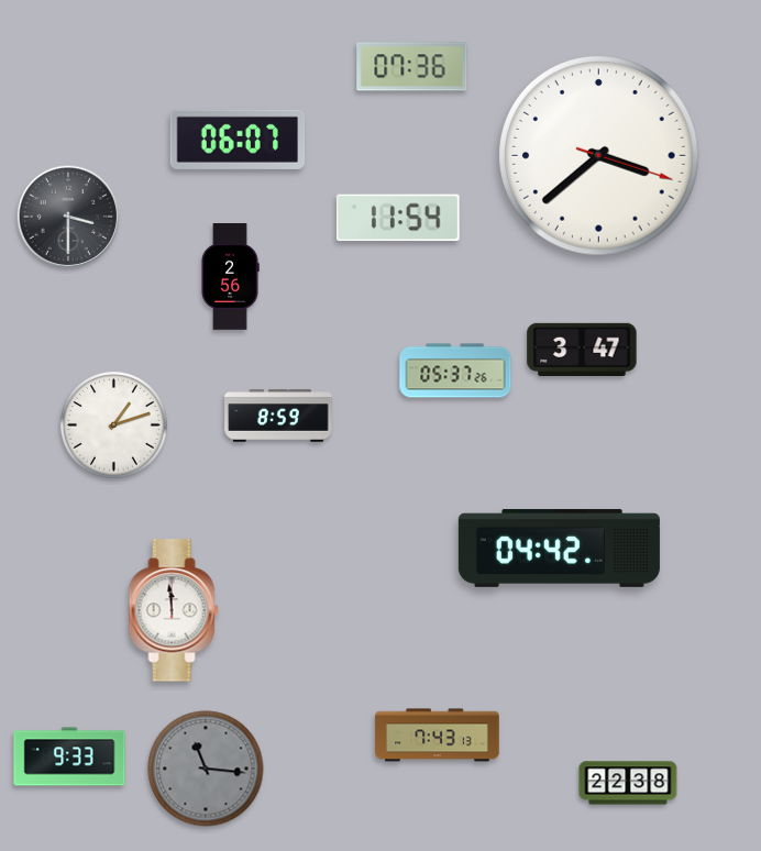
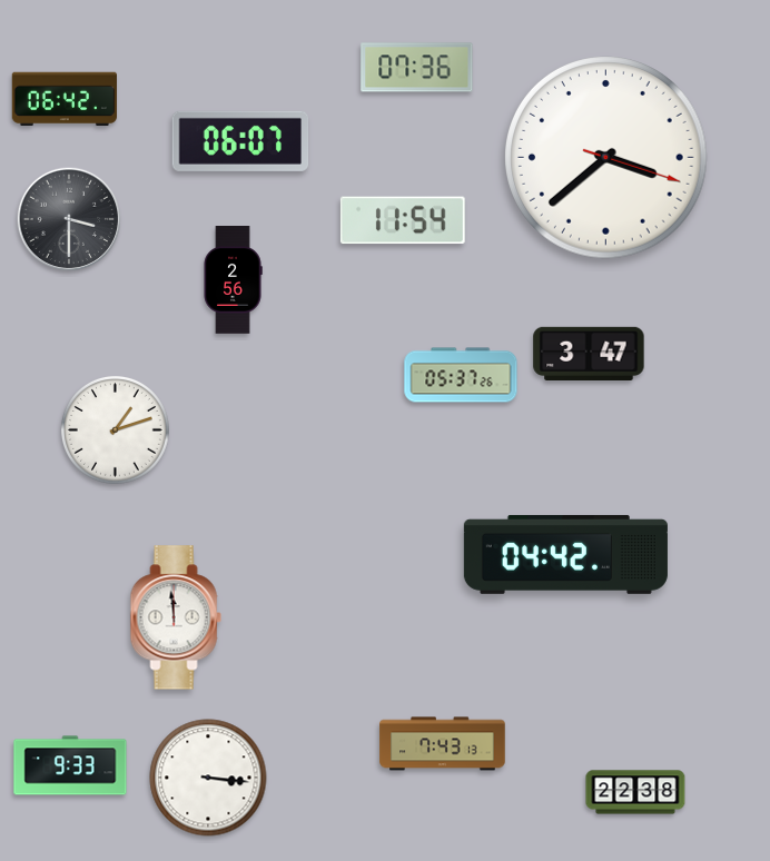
clock at (65, 99): none -> 06:42
clock at (278, 417): 8:59 -> none
clock at (206, 769): 11:16 -> 3:16
clock at (206, 769) dial: grey -> white
